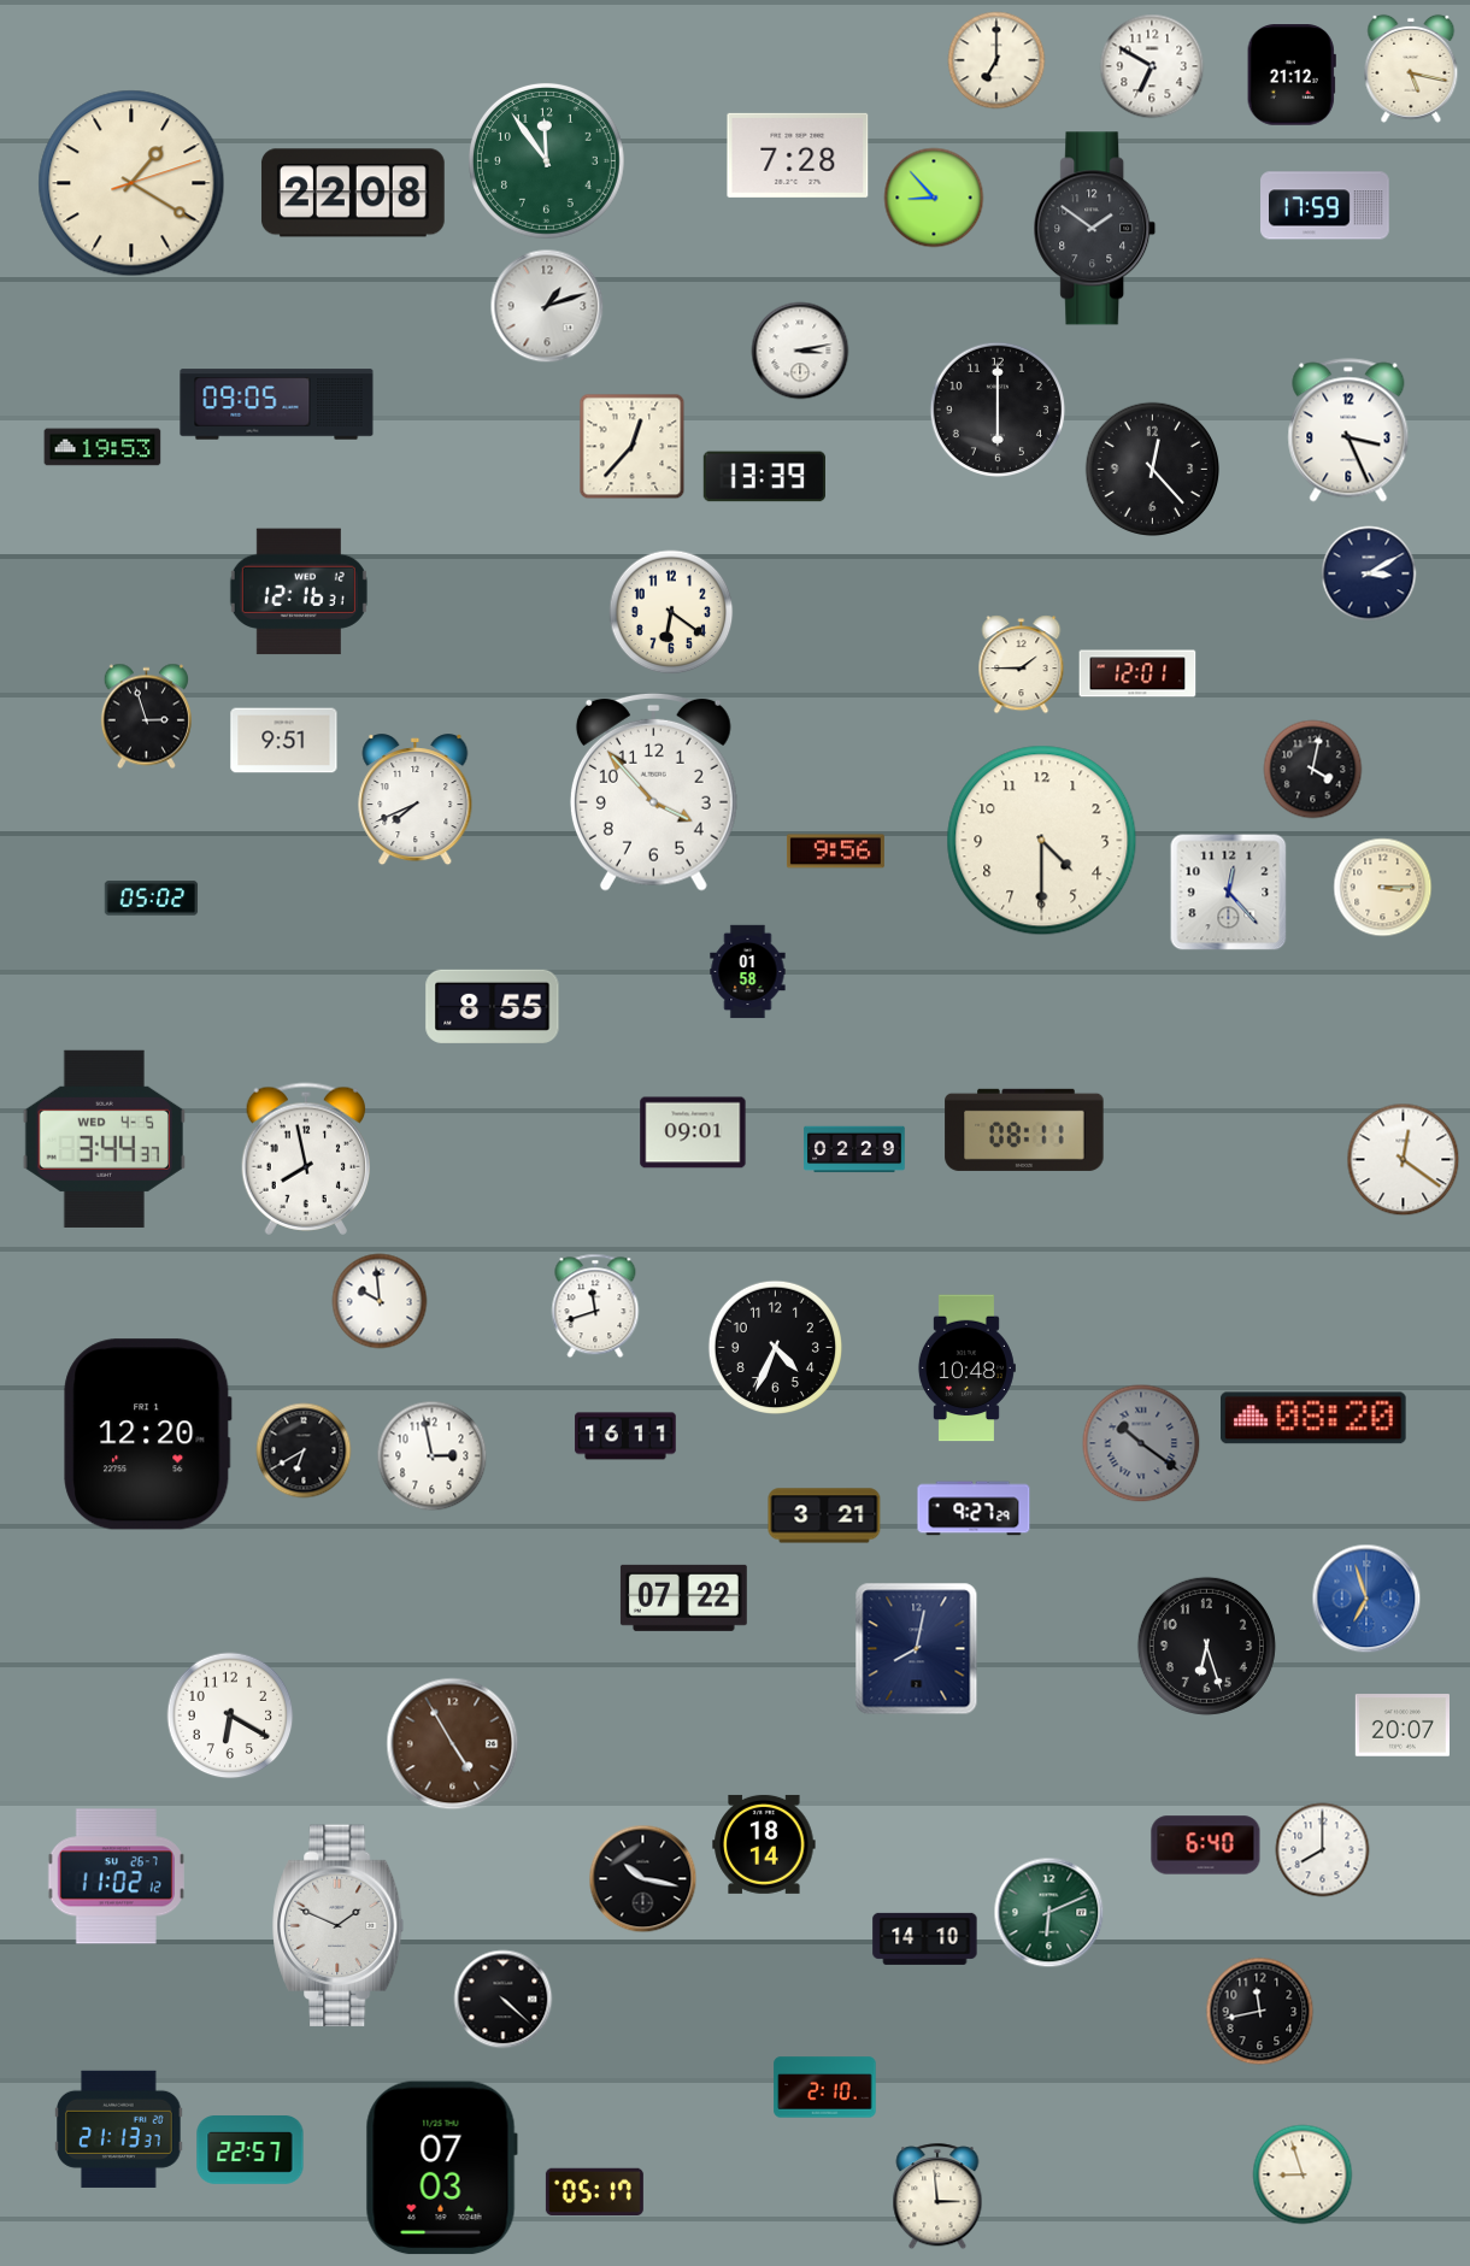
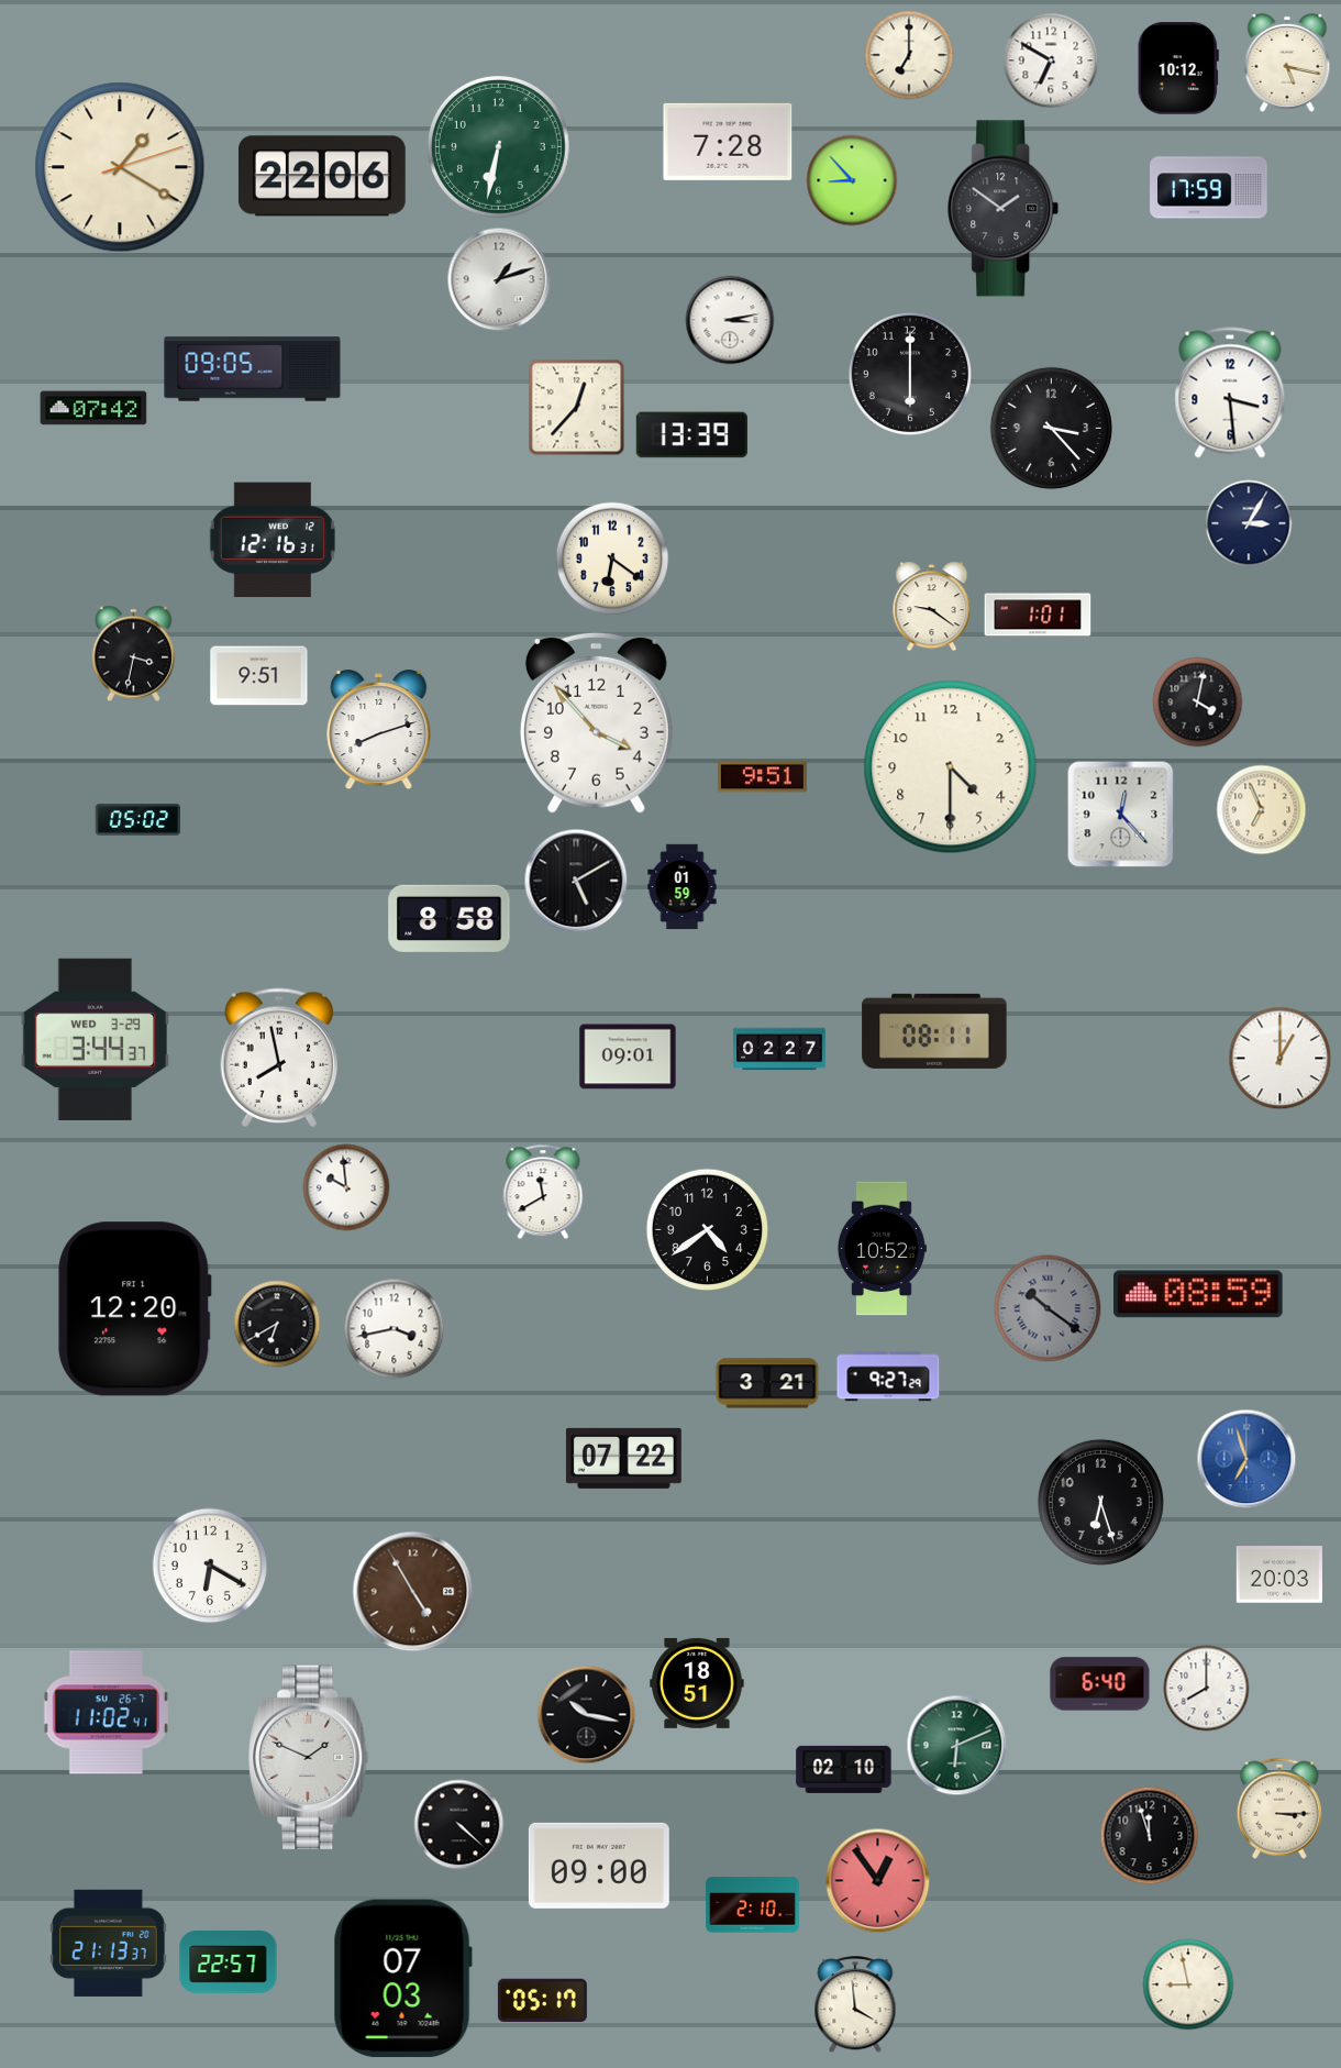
clock at (1292, 75): 21:12 -> 10:12
clock at (546, 160): 11:54 -> 6:32
clock at (353, 193): 22:08 -> 22:06
clock at (1095, 229) position: (1095, 229) -> (1004, 209)
clock at (1348, 430): 3:26 -> 3:29
clock at (102, 447): 19:53 -> 07:42
clock at (1152, 469): 12:23 -> 3:23
clock at (764, 477) position: (764, 477) -> (691, 435)
clock at (1369, 573): 3:10 -> 3:05
clock at (1022, 665): 1:45 -> 9:21
clock at (1137, 673): 12:01 -> 1:01
clock at (146, 717): 2:57 -> 3:32
clock at (416, 800): 7:41 -> 8:12
clock at (835, 852): 9:56 -> 9:51
clock at (1383, 888): 3:15 -> 6:56
clock at (576, 881): none -> 5:10
clock at (748, 972): 01:58 -> 01:59
clock at (493, 1006): 8:55 -> 8:58
clock at (693, 1132) position: (693, 1132) -> (628, 1057)
clock at (104, 1138) date: WED 4-5 -> WED 3-29
clock at (854, 1149): 02:29 -> 02:27
clock at (1404, 1160): 12:21 -> 1:00
clock at (595, 1306): 11:42 -> 11:40
clock at (775, 1347): 4:34 -> 4:39
clock at (966, 1369): 10:48 -> 10:52
clock at (1315, 1418): 08:20 -> 08:59
clock at (625, 1436): 16:11 -> none
clock at (1141, 1443) position: (1141, 1443) -> (1048, 1308)
clock at (433, 1456): 2:58 -> 3:43
clock at (824, 1515) position: (824, 1515) -> (767, 1383)
clock at (917, 1649): 8:02 -> none
clock at (1401, 1725): 20:07 -> 20:03
clock at (764, 1844): 18:14 -> 18:51
clock at (116, 1877): 11:02:12 -> 11:02:41
clock at (925, 1938): 14:10 -> 02:10
clock at (1279, 1809): none -> 3:15
clock at (1260, 2012): 11:43 -> 11:57
clock at (599, 1866): none -> 09:00
clock at (878, 1881): none -> 12:54
clock at (1303, 2174): 8:57 -> 8:58
clock at (937, 2197): 2:59 -> 3:59
